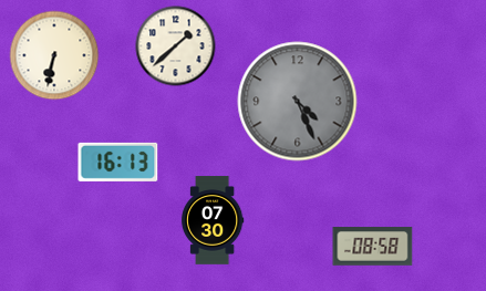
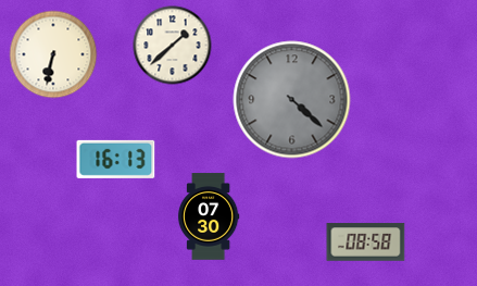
clock at (298, 102): 4:26 -> 4:22
